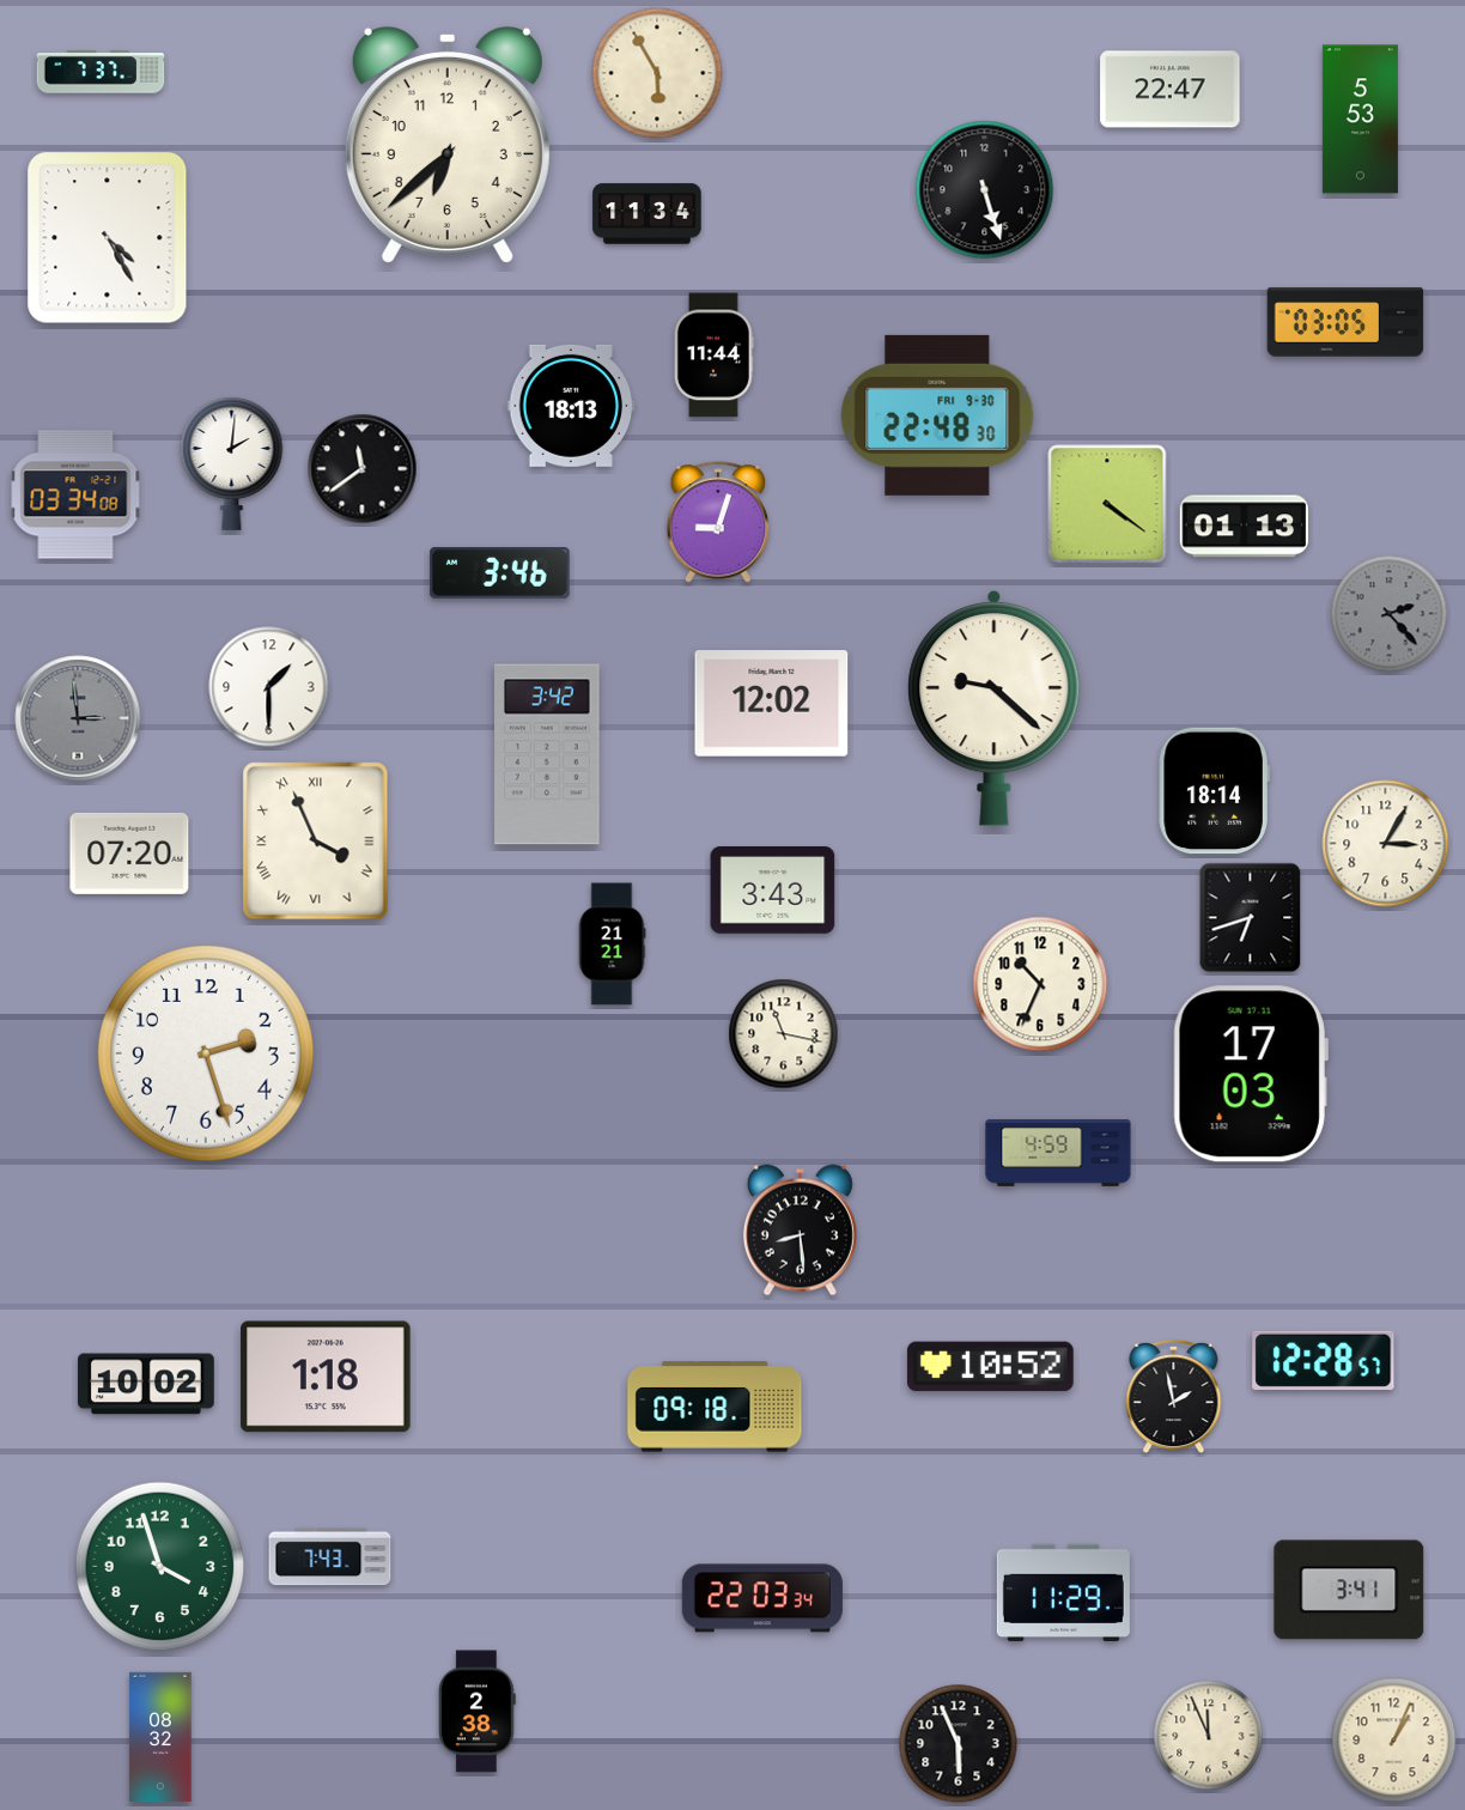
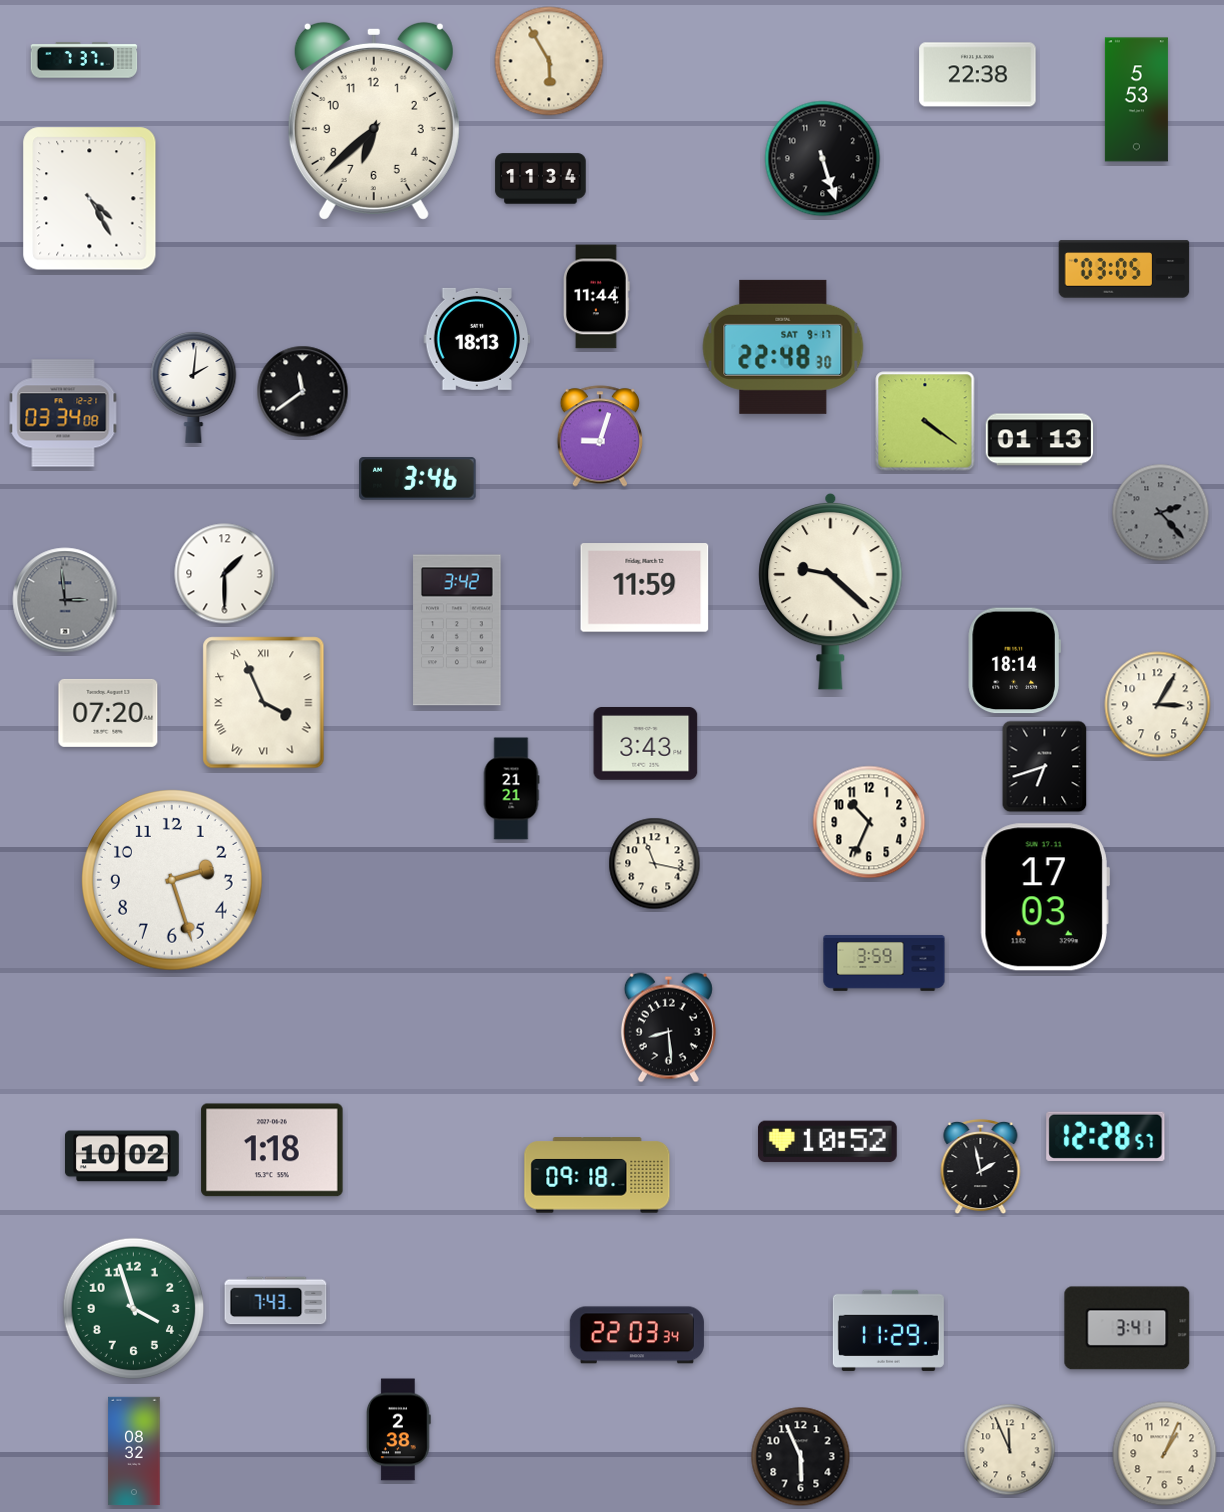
clock at (1171, 90): 22:47 -> 22:38
clock at (937, 415) date: FRI 9-30 -> SAT 9-17
clock at (772, 704): 12:02 -> 11:59
clock at (1058, 1153): 4:59 -> 3:59
